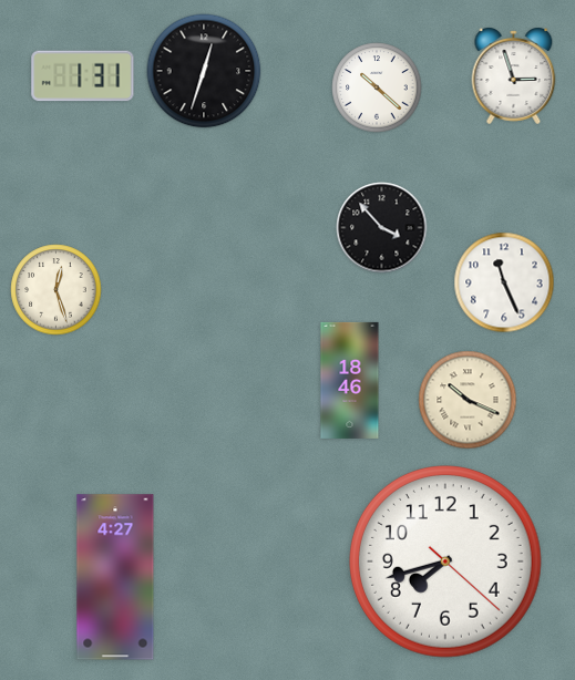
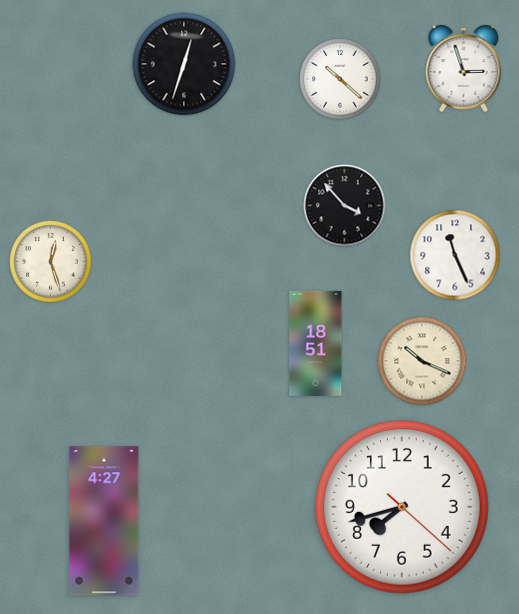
clock at (83, 76): 1:31 -> none
clock at (350, 380): 18:46 -> 18:51
